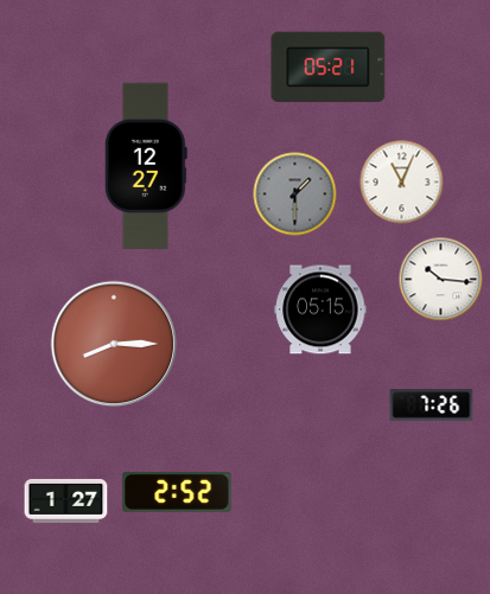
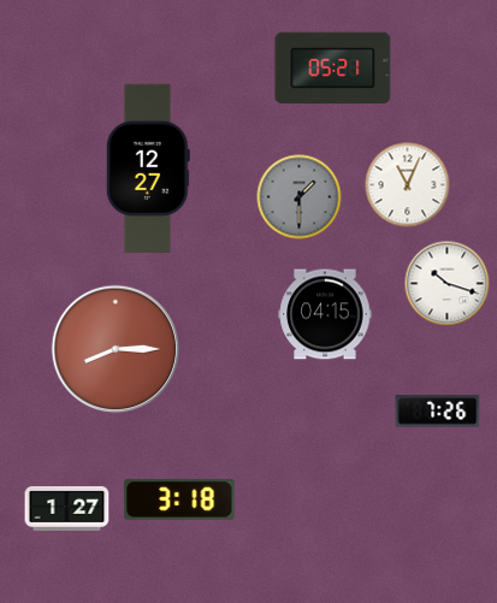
clock at (441, 280): 10:16 -> 10:18
clock at (320, 309): 05:15 -> 04:15
clock at (177, 492): 2:52 -> 3:18
